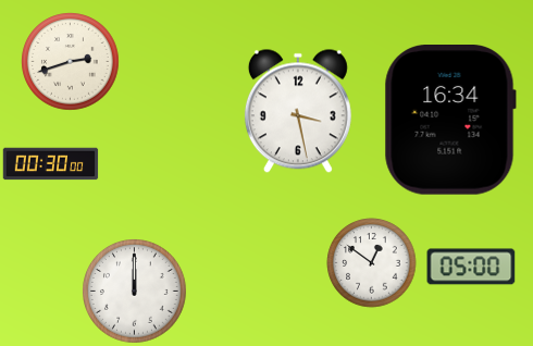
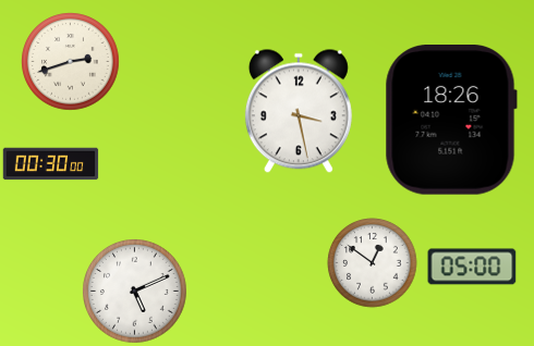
clock at (450, 120): 16:34 -> 18:26
clock at (135, 292): 12:00 -> 5:11
